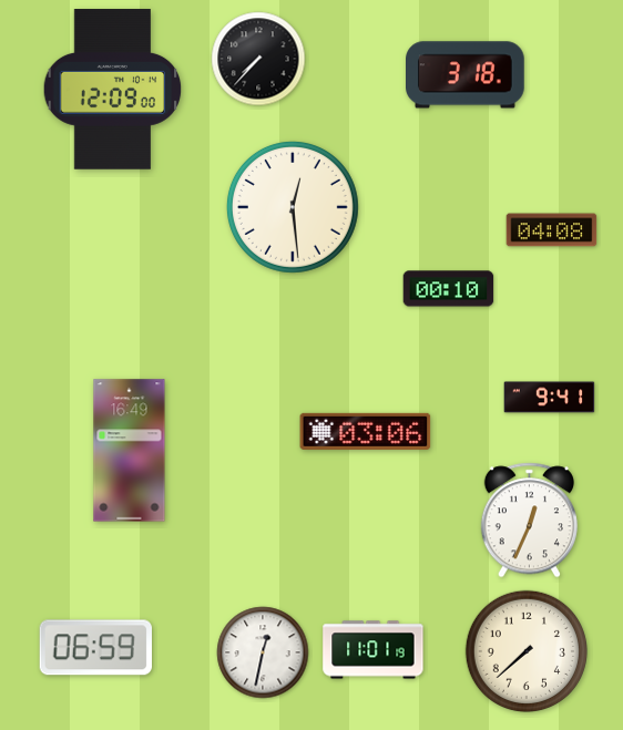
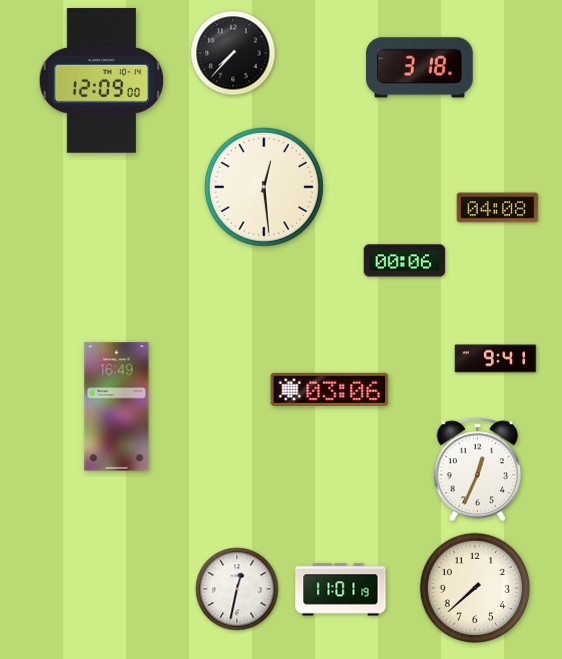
clock at (449, 289): 00:10 -> 00:06
clock at (95, 648): 06:59 -> none
clock at (374, 650) position: (374, 650) -> (341, 590)
